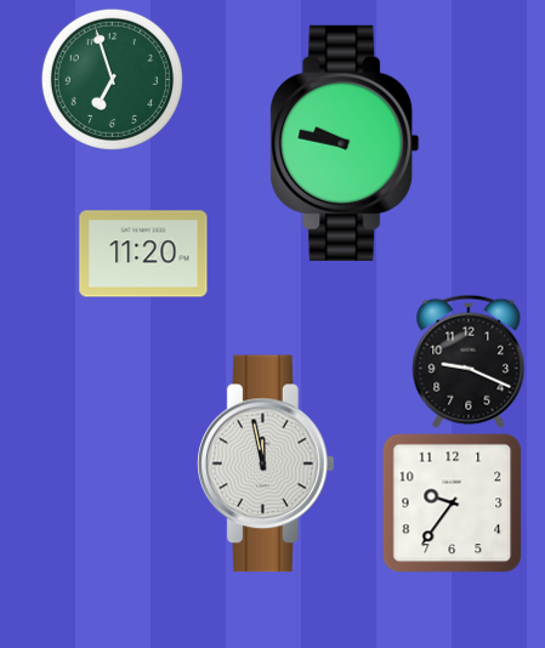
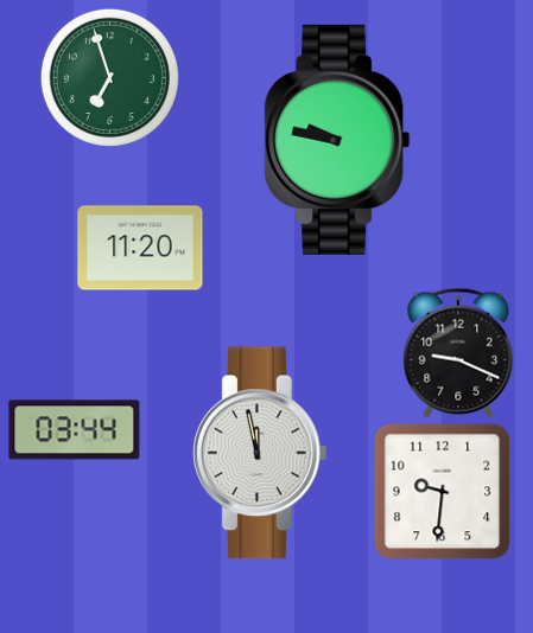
clock at (75, 430): none -> 03:44
clock at (452, 502): 9:36 -> 9:31
